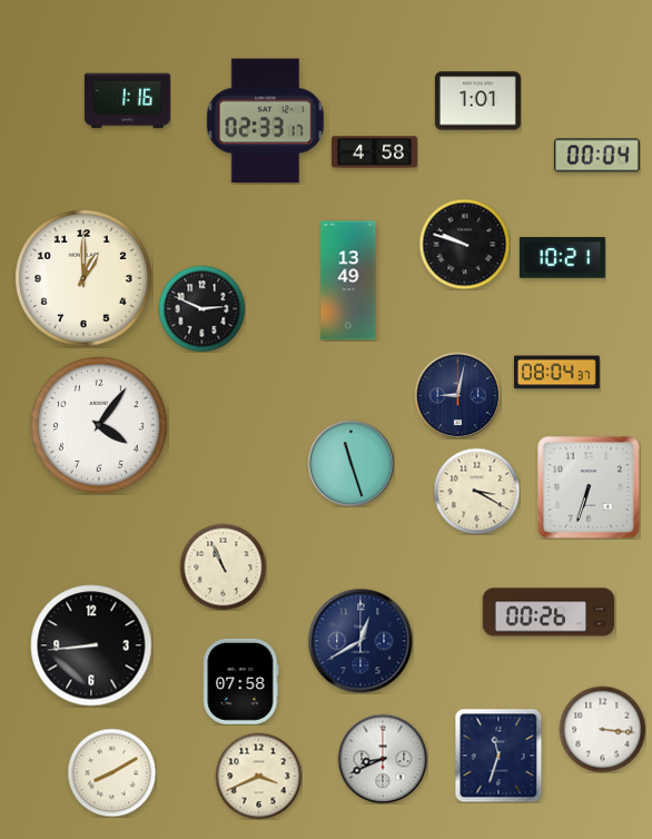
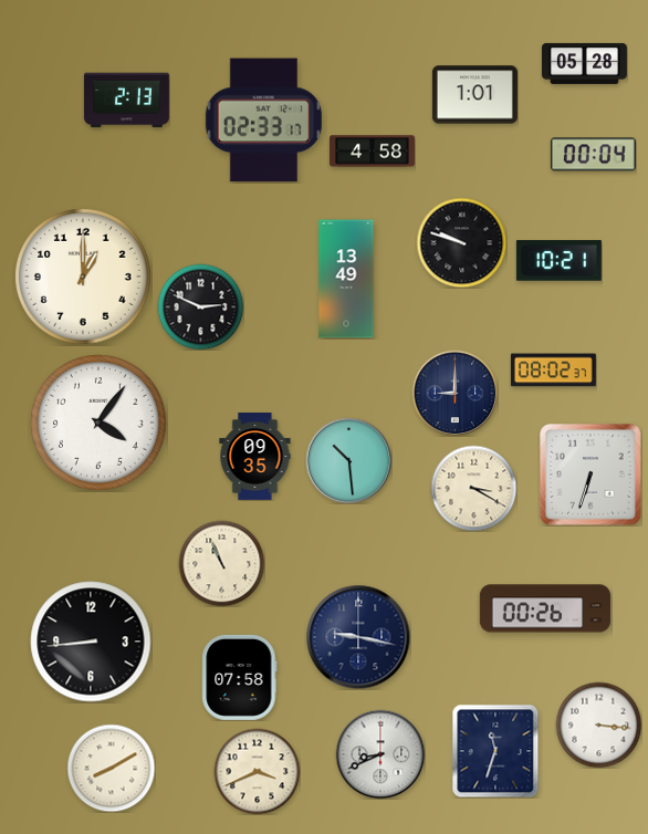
clock at (584, 63): none -> 05:28
clock at (127, 101): 1:16 -> 2:13
clock at (477, 101) position: (477, 101) -> (474, 95)
clock at (562, 258) position: (562, 258) -> (558, 261)
clock at (556, 373): 08:04 -> 08:02
clock at (457, 395): 9:02 -> 9:00
clock at (255, 457): none -> 09:35
clock at (350, 463): 11:27 -> 10:29
clock at (589, 487) position: (589, 487) -> (590, 475)
clock at (360, 641): 12:40 -> 9:17
